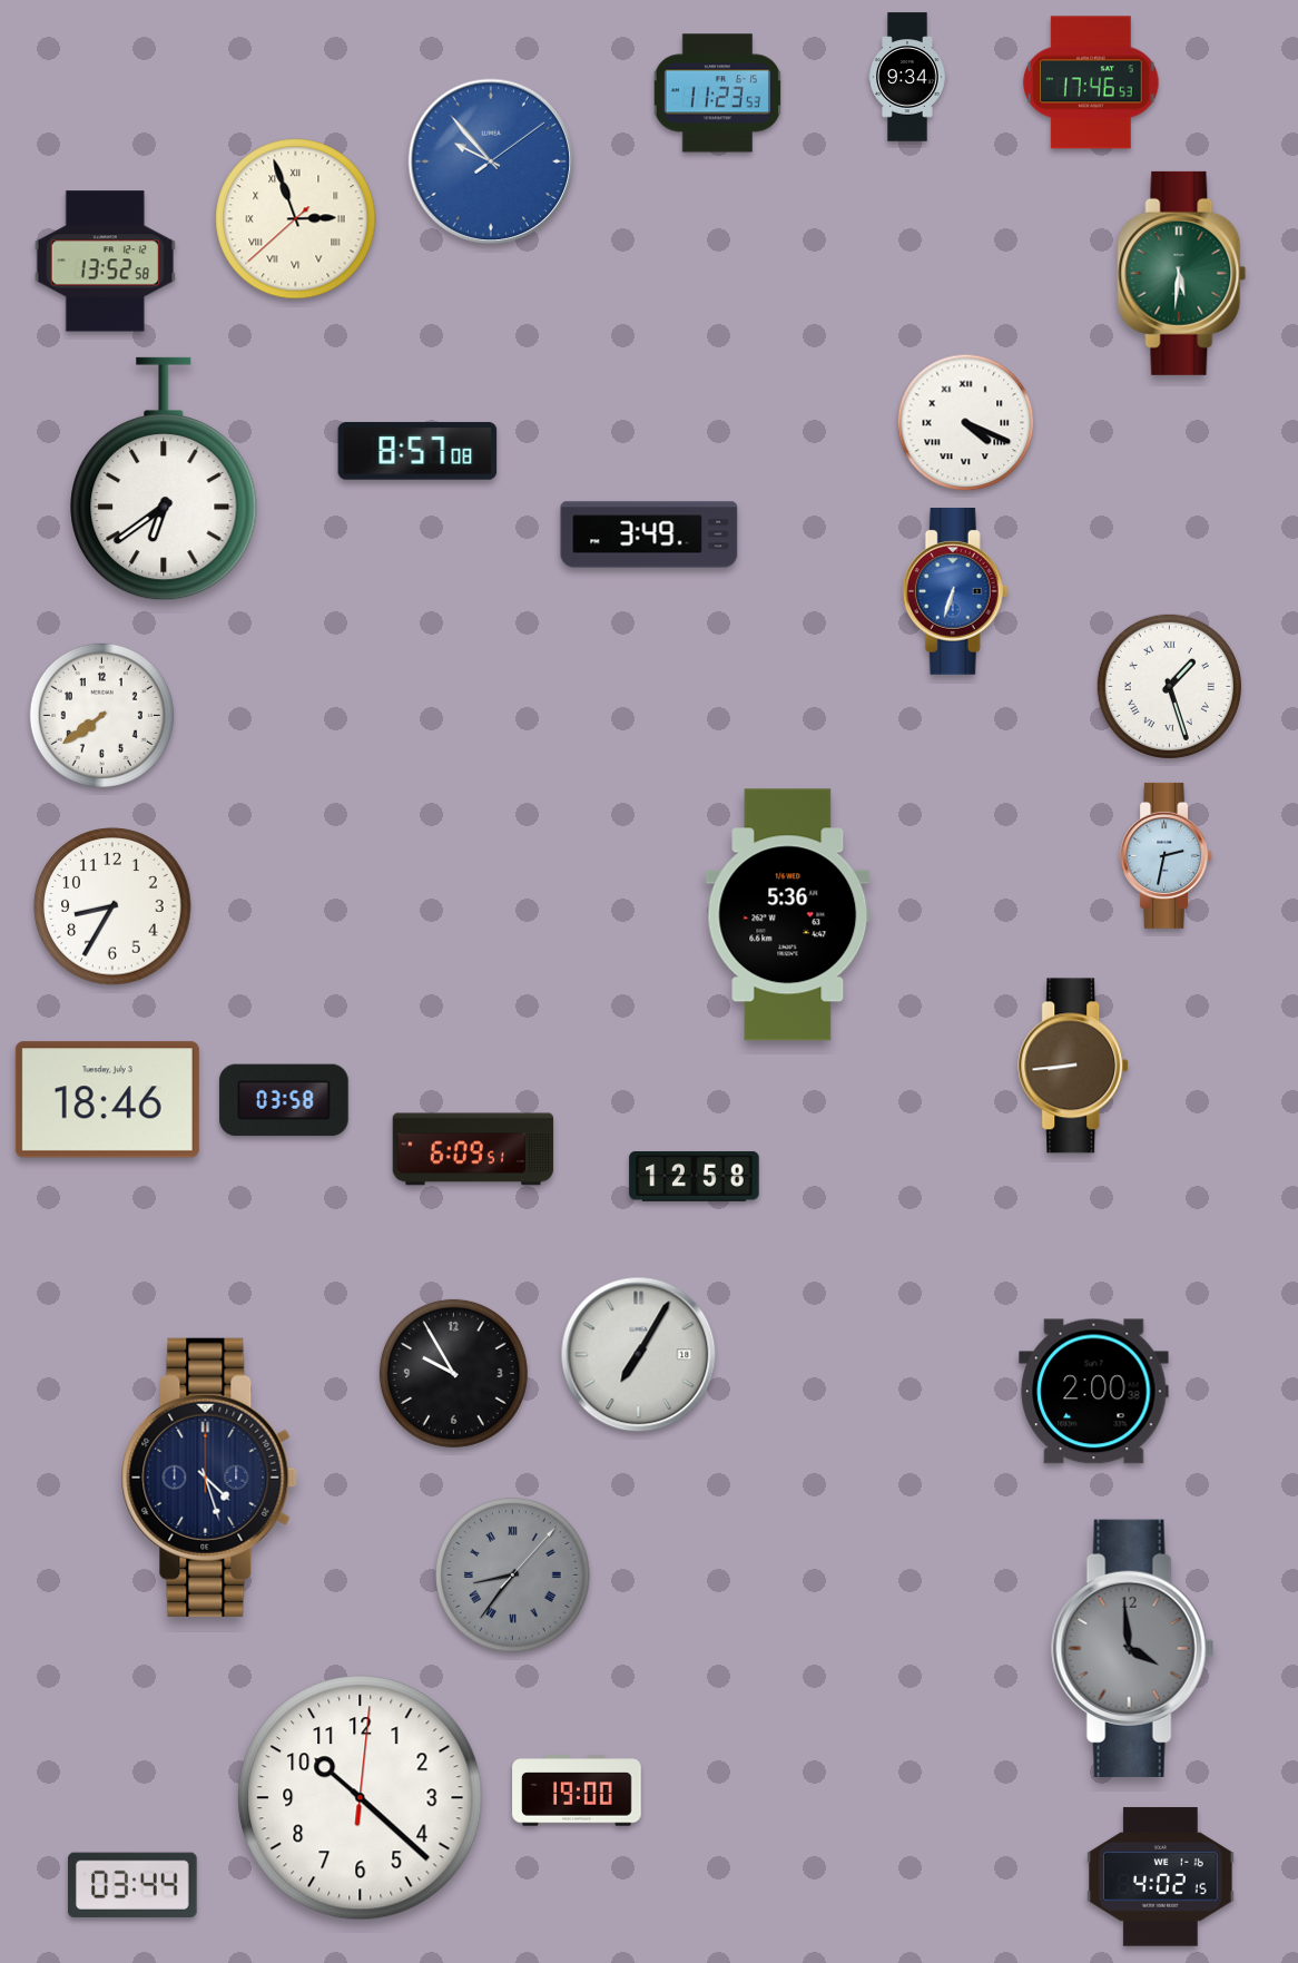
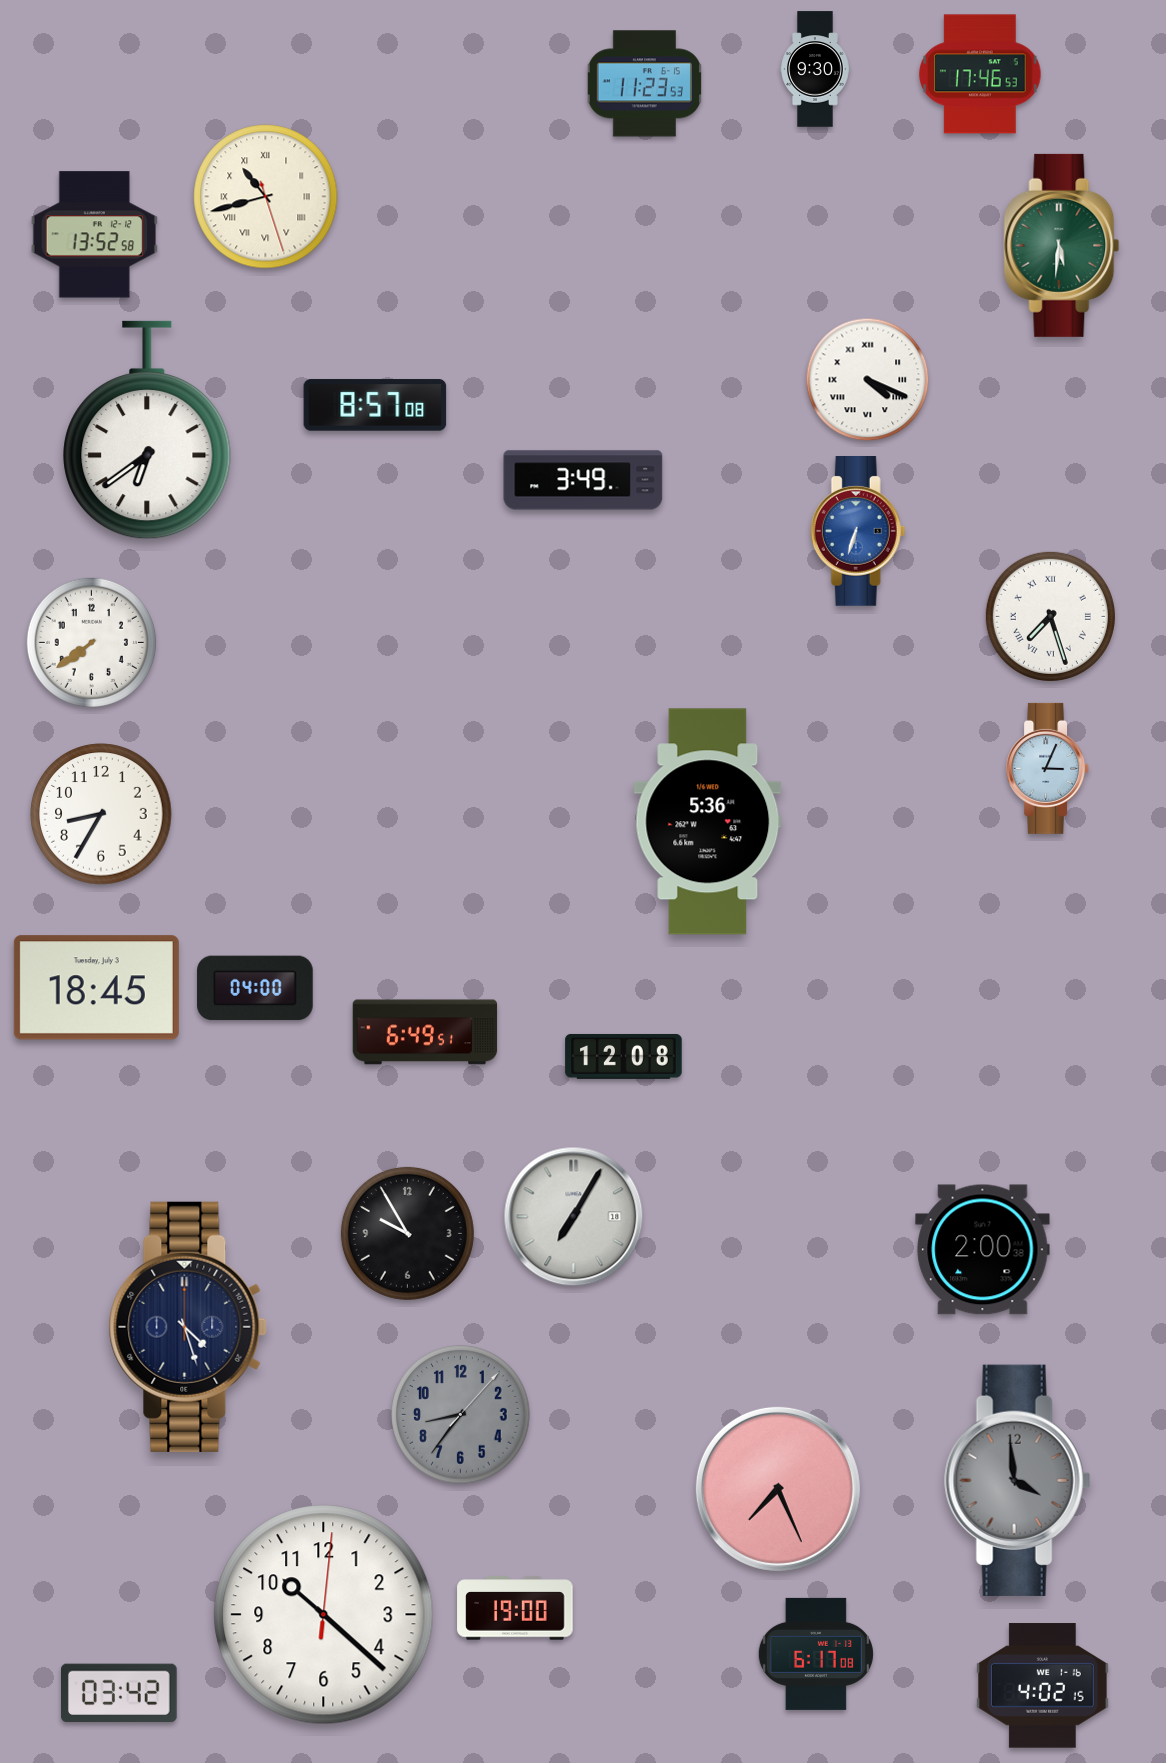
clock at (907, 77): 9:34 -> 9:30
clock at (491, 161): 9:53 -> none
clock at (296, 219): 2:56 -> 10:42
clock at (1169, 686): 1:27 -> 7:27
clock at (1167, 855): 2:32 -> 3:04
clock at (1074, 1066): 8:44 -> none
clock at (107, 1100): 18:46 -> 18:45
clock at (284, 1100): 03:58 -> 04:00
clock at (473, 1149): 6:09 -> 6:49
clock at (695, 1176): 12:58 -> 12:08
clock at (513, 1576) numerals: Roman -> Arabic
clock at (778, 1489): none -> 7:26
clock at (577, 1790) position: (577, 1790) -> (515, 1608)
clock at (816, 1654): none -> 6:17
clock at (134, 1884): 03:44 -> 03:42
